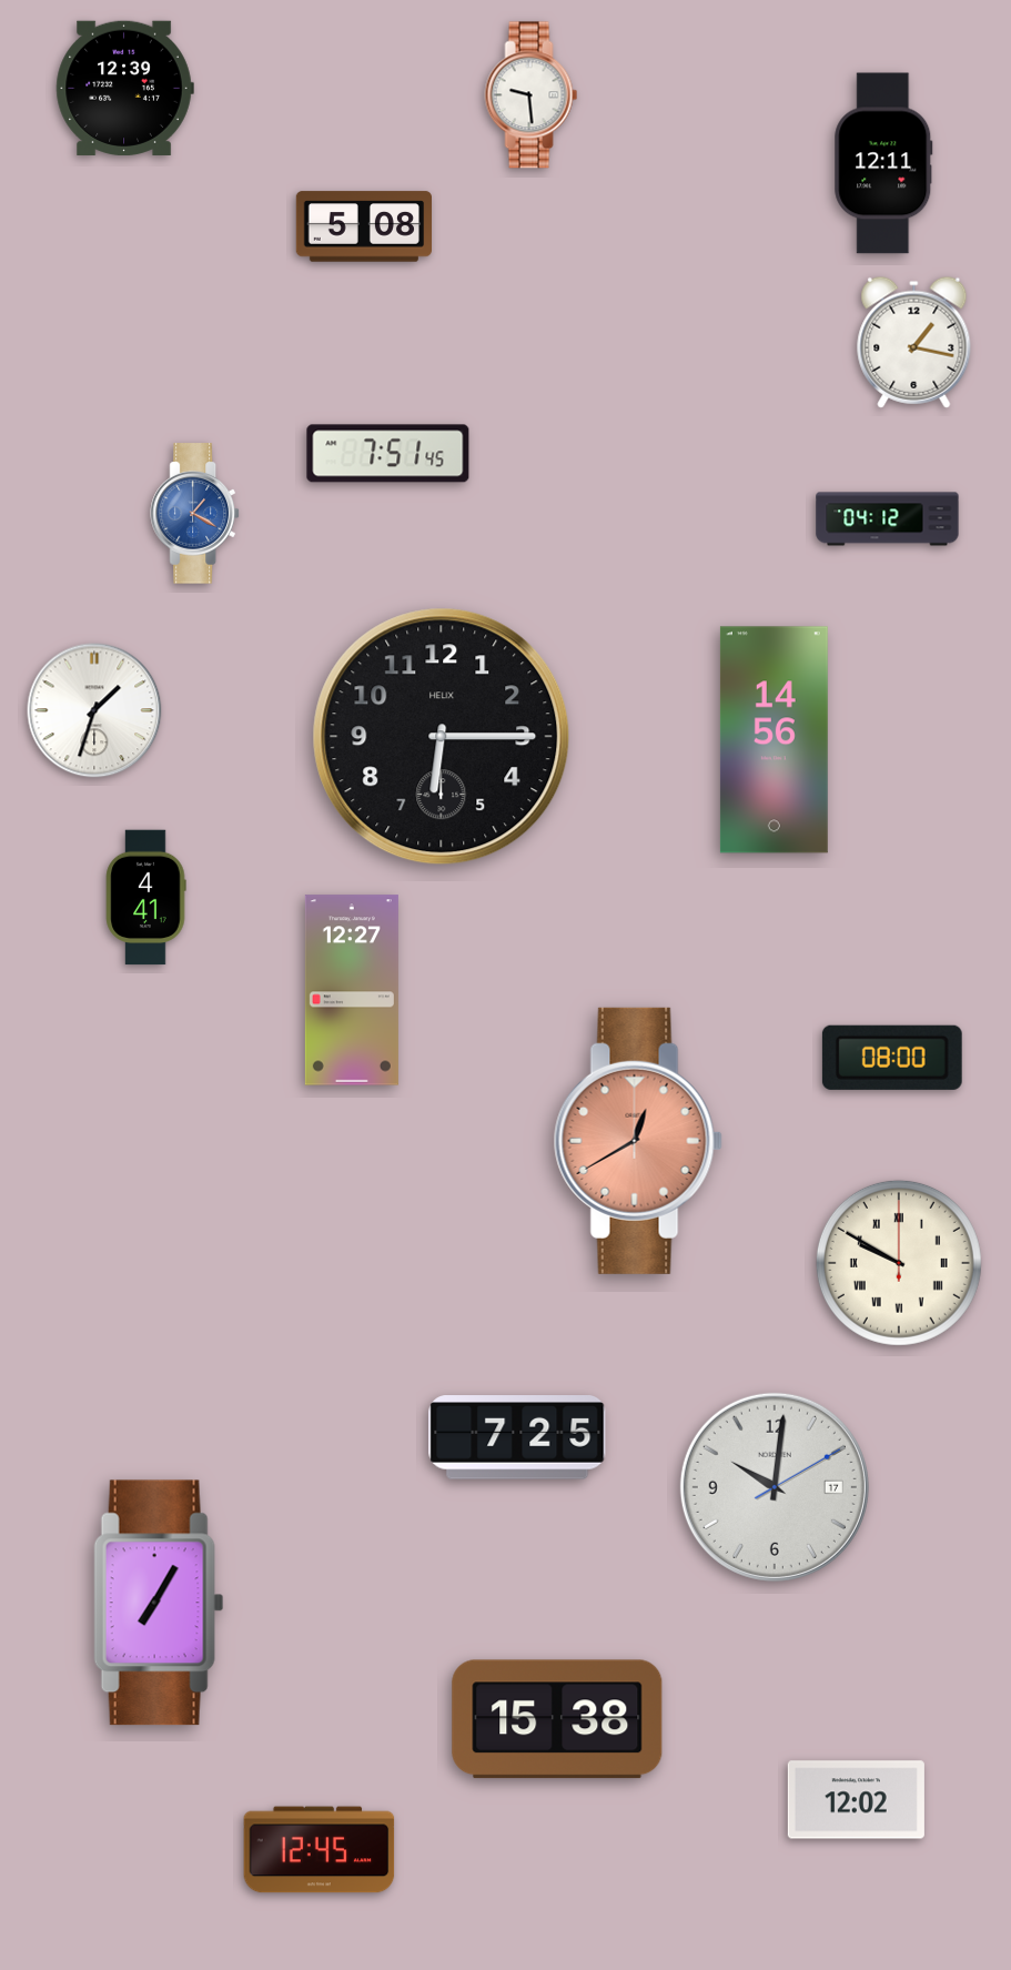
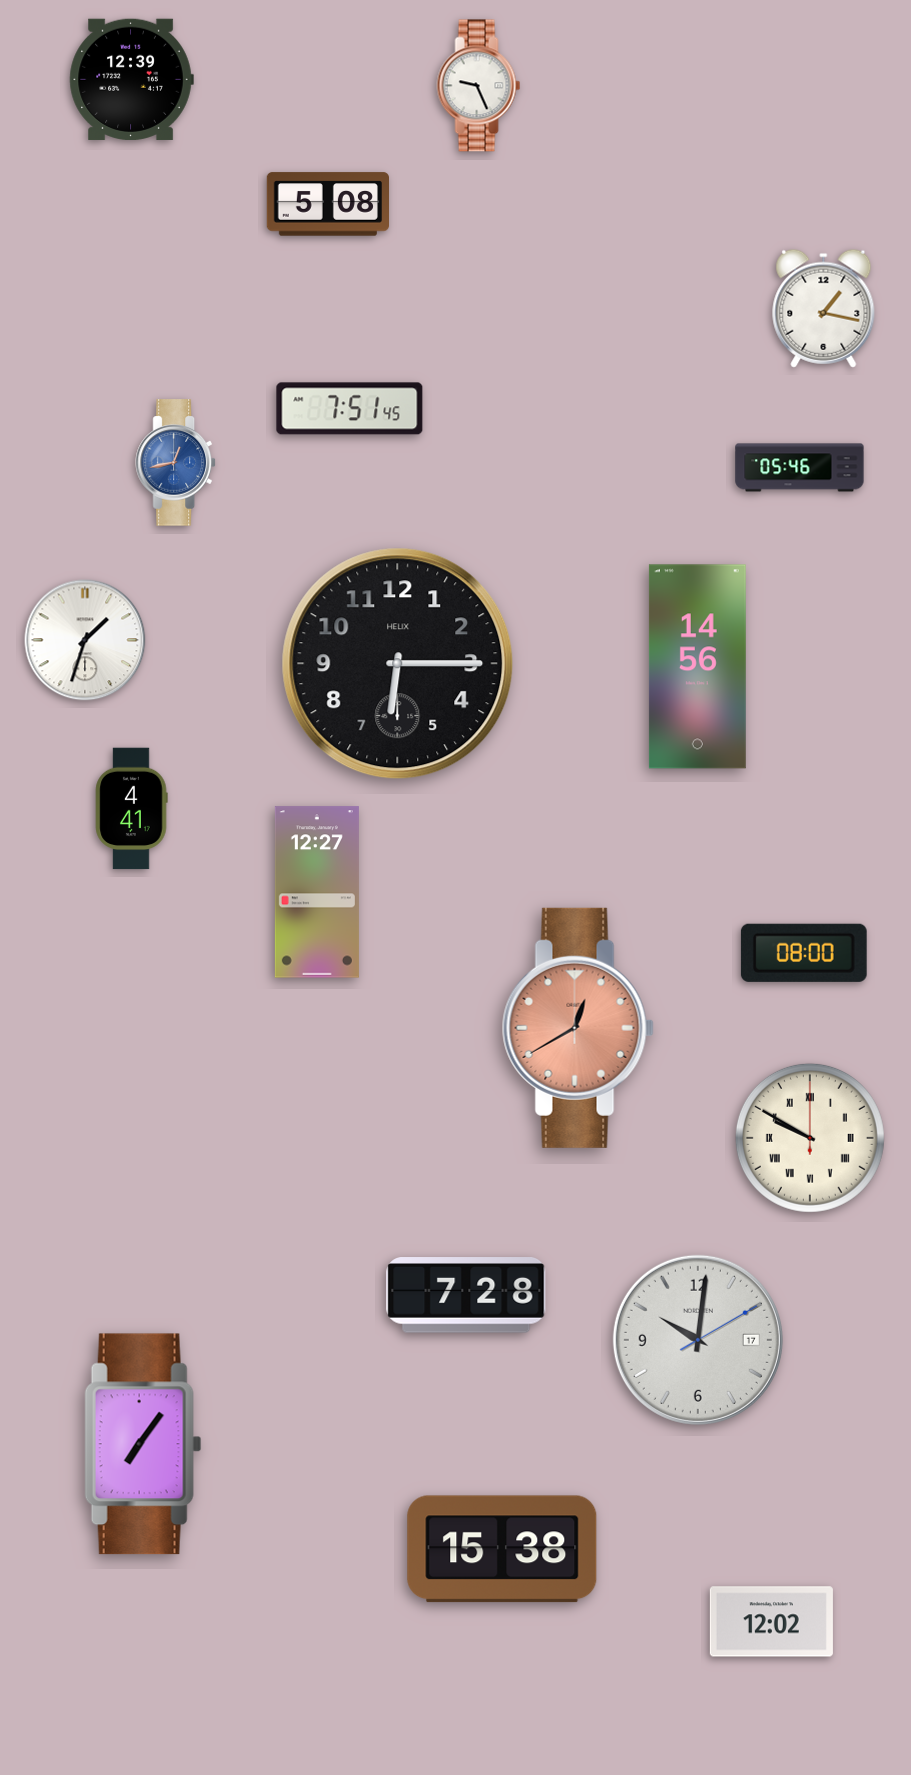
clock at (124, 88) position: (124, 88) -> (131, 79)
clock at (532, 95): 9:29 -> 9:26
clock at (883, 163): 12:11 -> none
clock at (195, 514): 1:20 -> 12:43
clock at (888, 519): 04:12 -> 05:46
clock at (638, 1141) position: (638, 1141) -> (578, 1028)
clock at (517, 1437): 7:25 -> 7:28
clock at (159, 1603): 7:05 -> 7:06
clock at (320, 1850): 12:45 -> none
